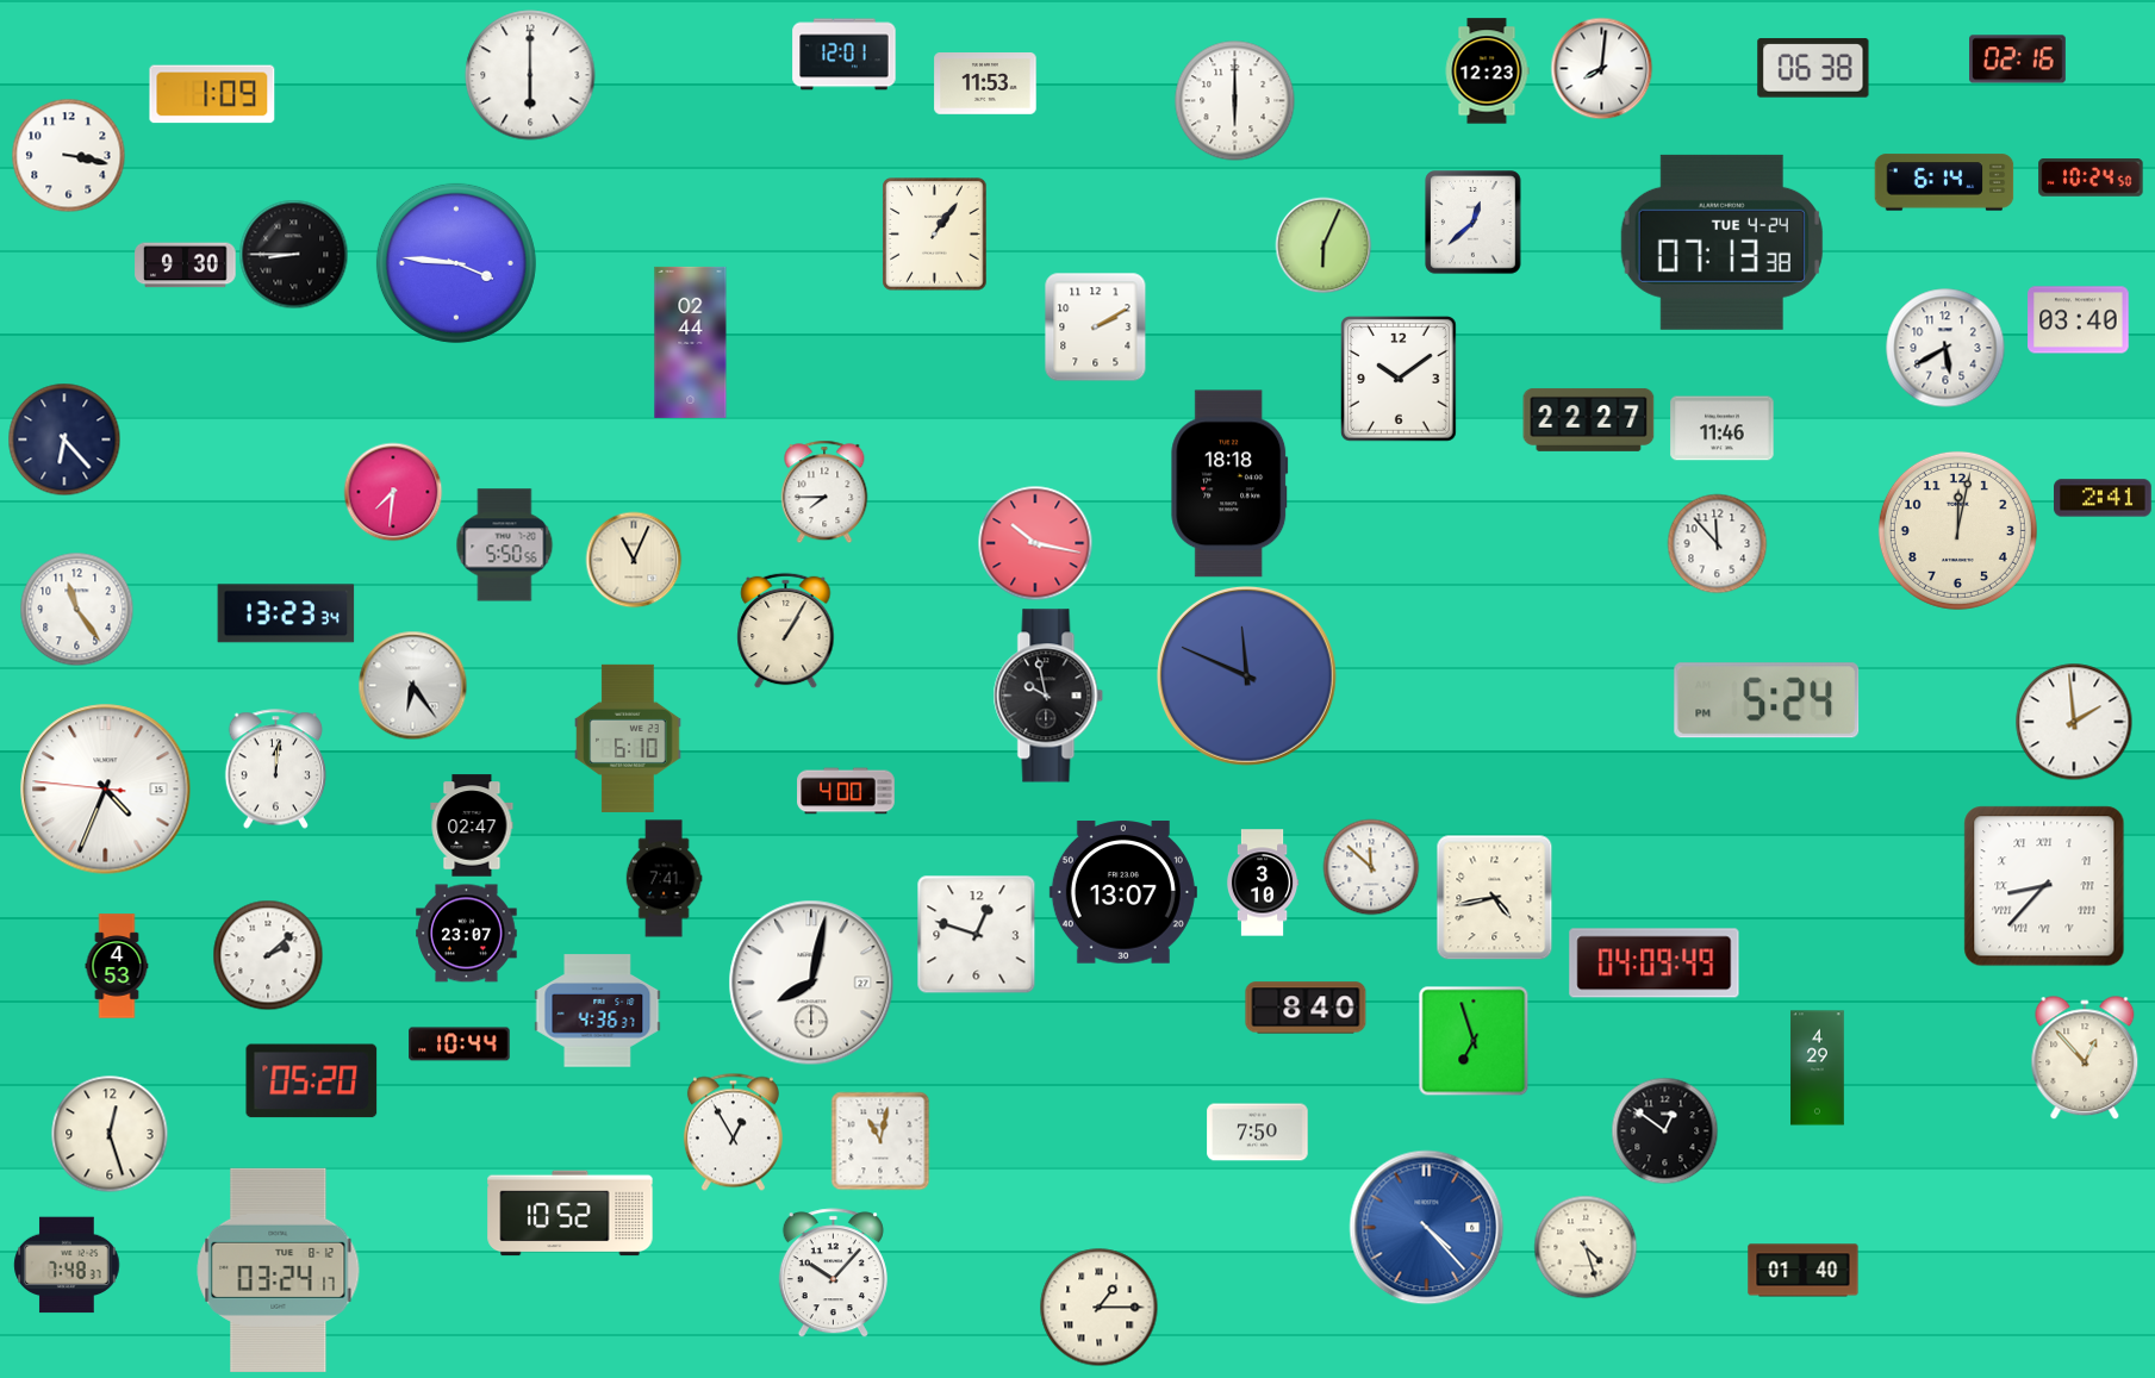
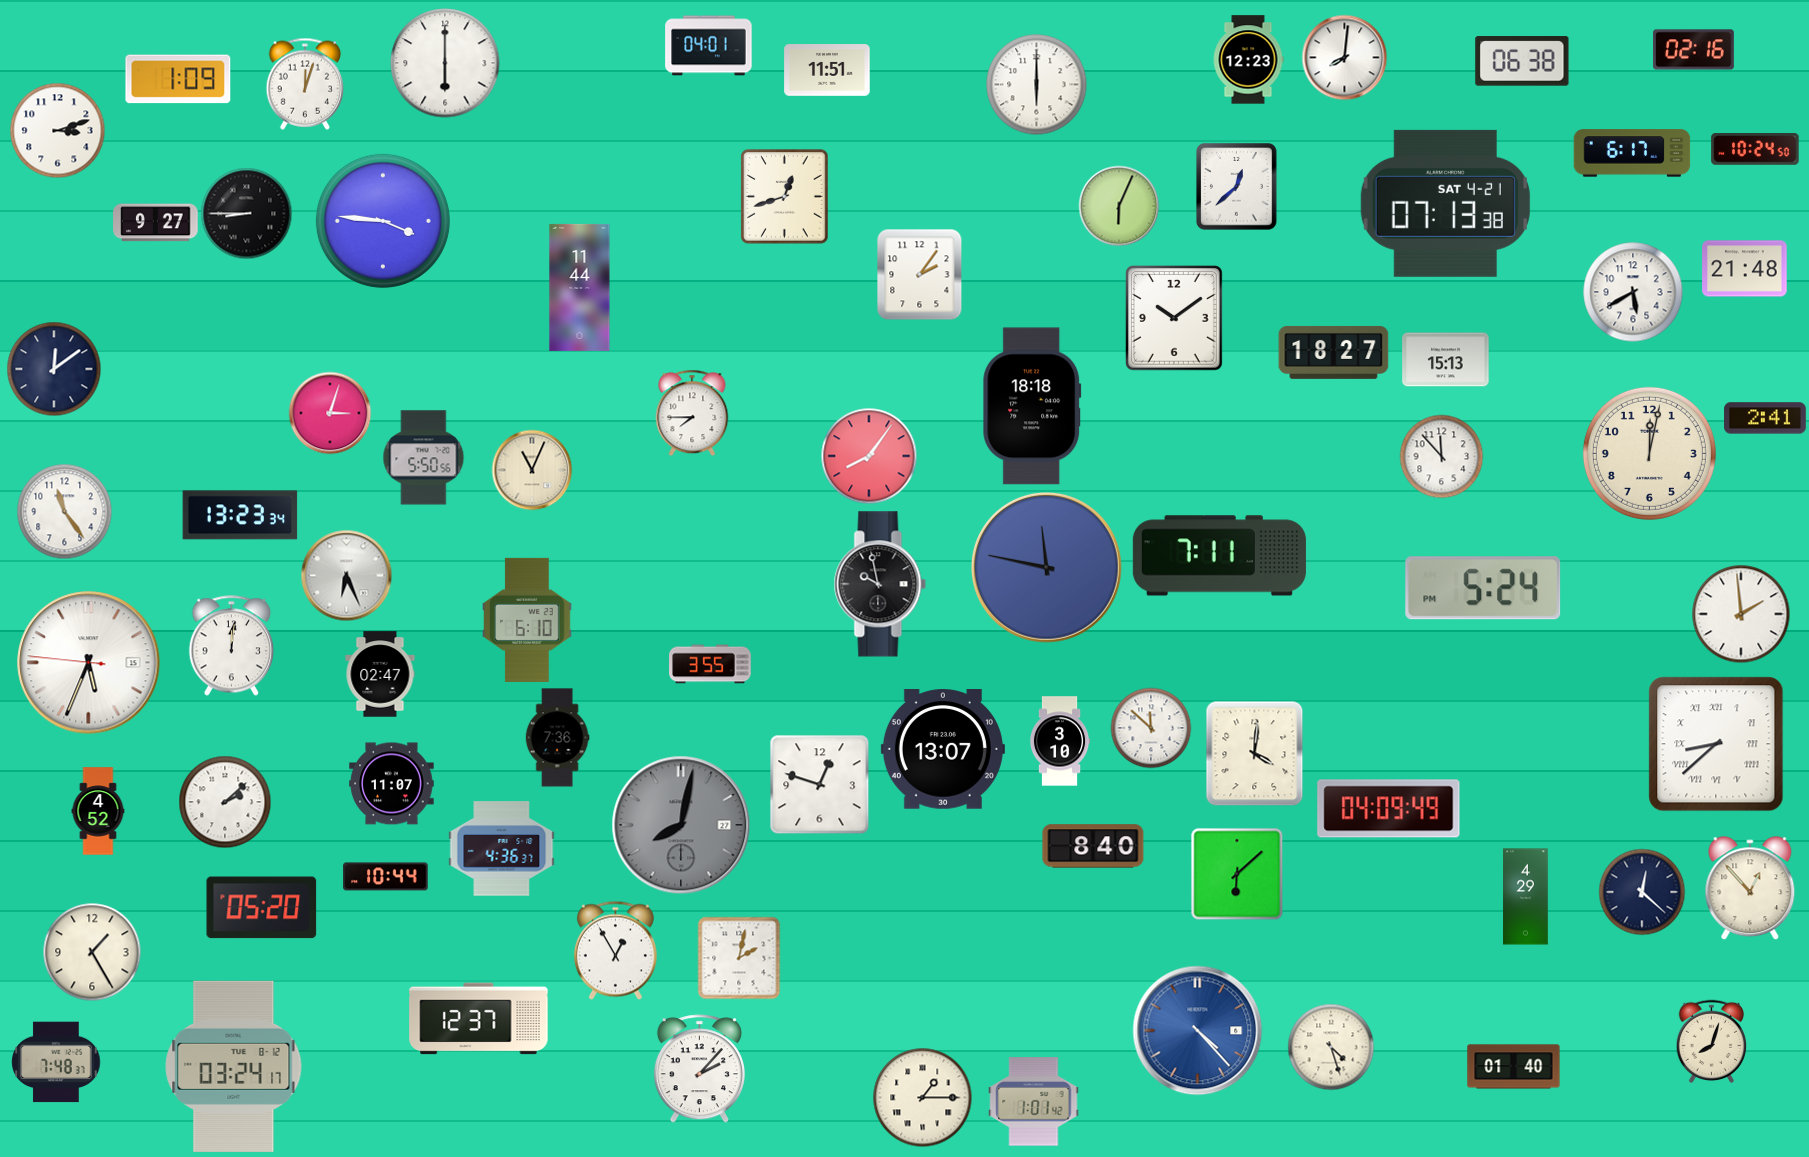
clock at (845, 55): 12:01 -> 04:01
clock at (1813, 68) position: (1813, 68) -> (1522, 61)
clock at (985, 85): 11:53 -> 11:51
clock at (305, 84): none -> 12:03
clock at (68, 155): 3:17 -> 3:12
clock at (1944, 182): 6:14 -> 6:17
clock at (935, 235): 1:06 -> 12:42
clock at (1721, 242) date: TUE 4-24 -> SAT 4-21
clock at (1323, 245) position: (1323, 245) -> (1119, 206)
clock at (186, 266): 9:30 -> 9:27
clock at (2079, 320): 03:40 -> 21:48
clock at (1096, 326): 2:10 -> 2:06
clock at (691, 342): 02:44 -> 11:44
clock at (1589, 419): 22:27 -> 18:27
clock at (1723, 429): 11:46 -> 15:13
clock at (64, 439): 6:23 -> 12:09
clock at (393, 492): 7:31 -> 3:03
clock at (1957, 530) position: (1957, 530) -> (1649, 453)
clock at (1035, 543): 10:17 -> 8:06
clock at (786, 630): 1:05 -> none
clock at (1219, 556): none -> 7:11
clock at (1246, 675): 11:49 -> 11:47
clock at (412, 685): 6:24 -> 6:26
clock at (2074, 722) position: (2074, 722) -> (1741, 614)
clock at (106, 790): 4:33 -> 5:33
clock at (846, 791): 4:00 -> 3:55
clock at (472, 825) position: (472, 825) -> (380, 674)
clock at (664, 879): 7:41 -> 7:36
clock at (2044, 886): 8:37 -> 8:38
clock at (1495, 898): 4:43 -> 4:01
clock at (467, 934): 23:07 -> 11:07
clock at (117, 966): 4:53 -> 4:52
clock at (811, 983) dial: white -> grey
clock at (1306, 1008) position: (1306, 1008) -> (1093, 846)
clock at (1474, 1041): 6:57 -> 6:08
clock at (1642, 892): none -> 12:22
clock at (1664, 1130): 12:51 -> none
clock at (1258, 1133): 7:50 -> none
clock at (110, 1134): 12:27 -> 1:25
clock at (880, 1141): 11:02 -> 2:02
clock at (571, 1214): 10:52 -> 12:37
clock at (1712, 1041): none -> 8:03
clock at (833, 1273): 10:07 -> 2:07
clock at (1034, 1102): none -> 1:01
